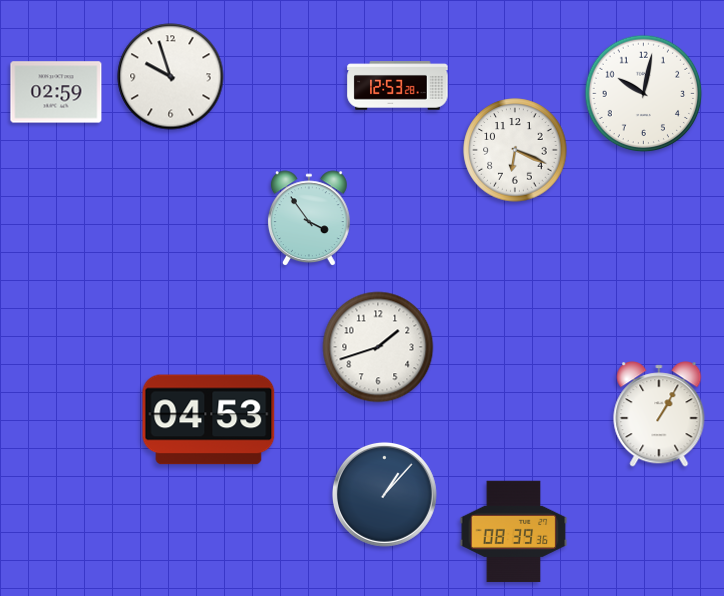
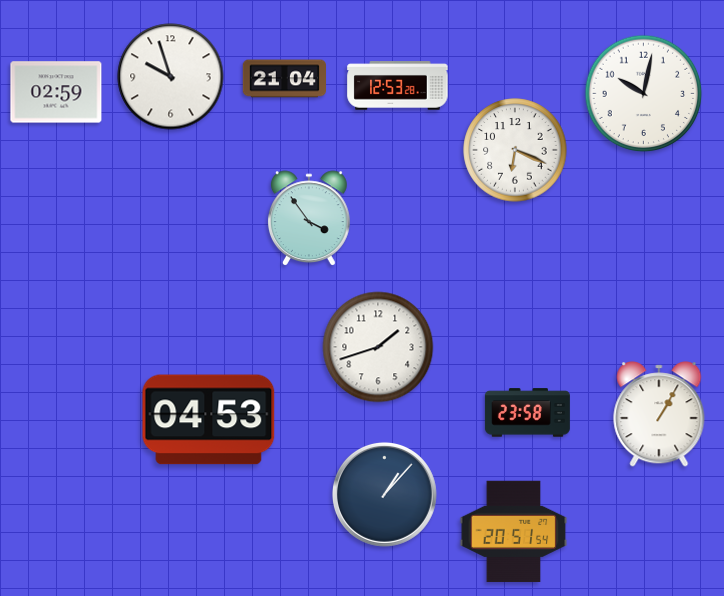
clock at (285, 79): none -> 21:04
clock at (527, 413): none -> 23:58
clock at (514, 532): 08:39 -> 20:51
